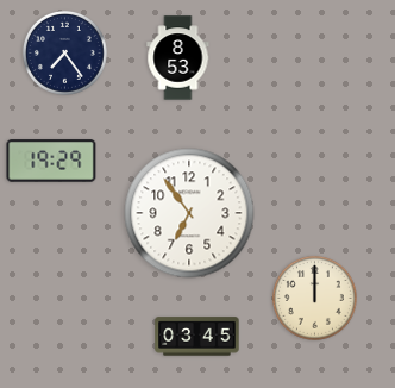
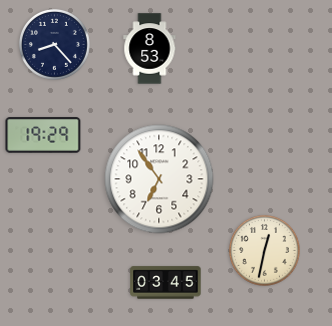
clock at (64, 52): 7:24 -> 8:23
clock at (314, 298): 12:00 -> 12:32
